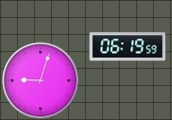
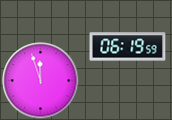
clock at (41, 81): 9:03 -> 11:57
